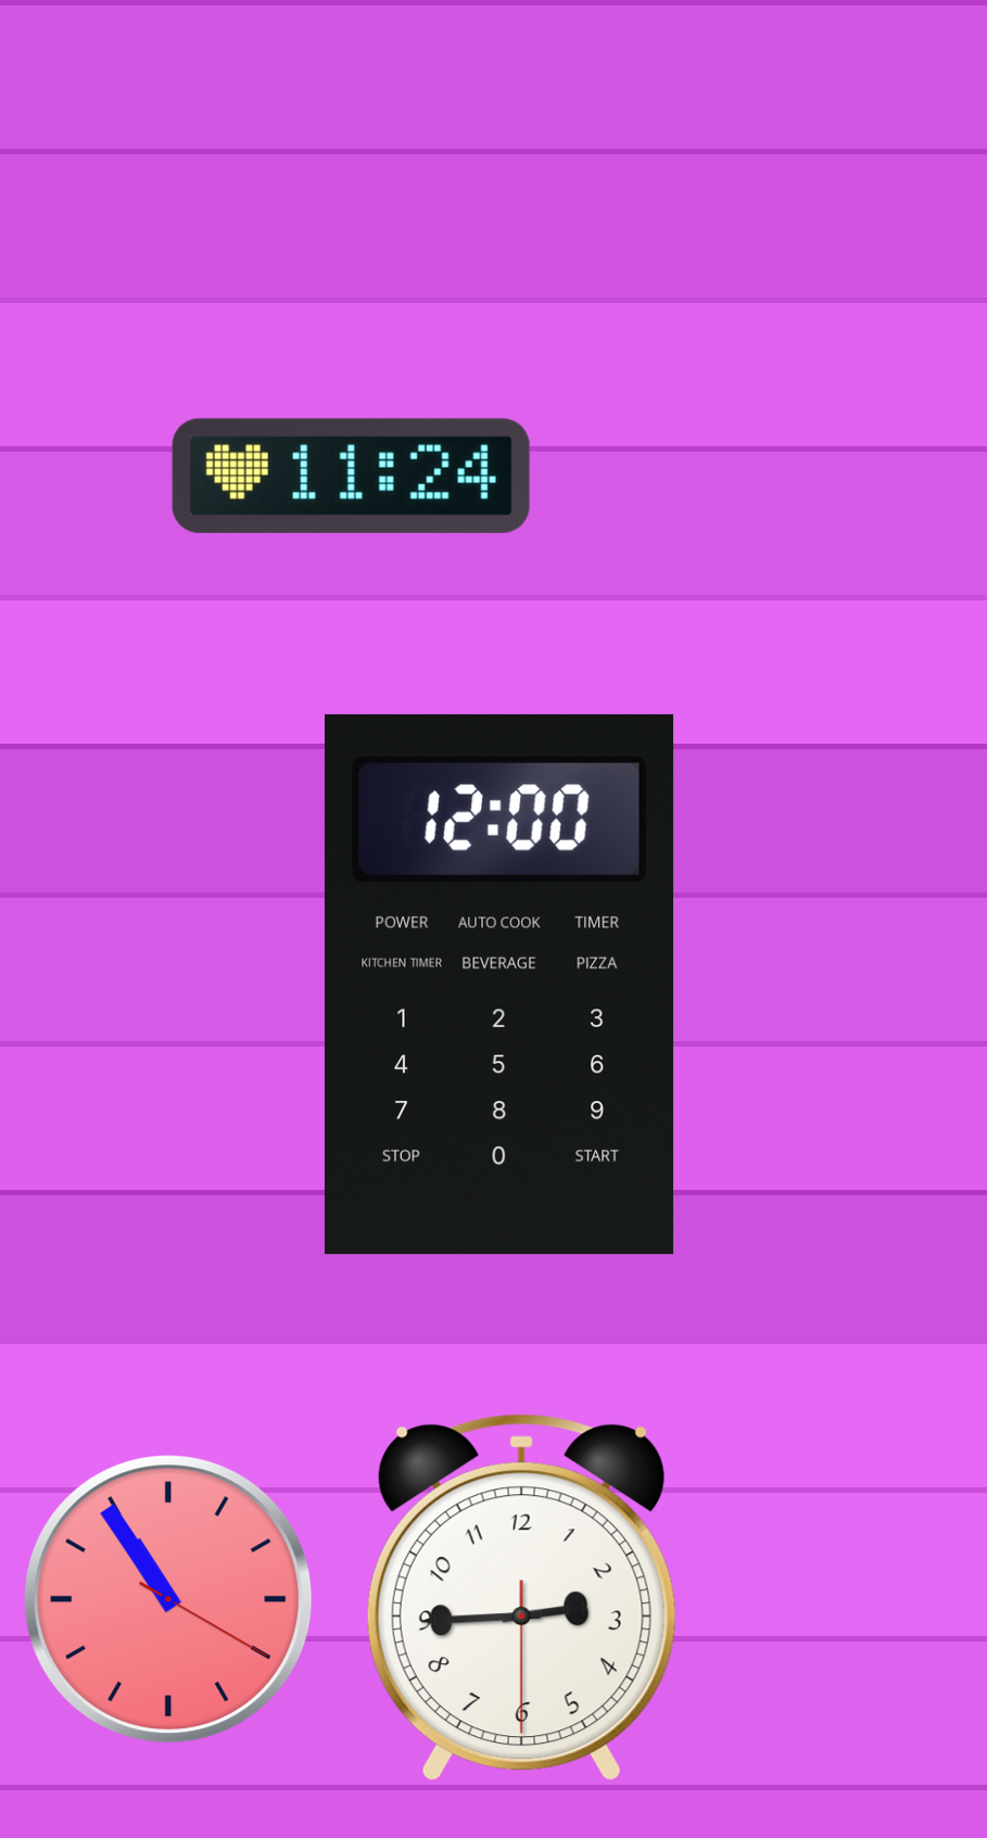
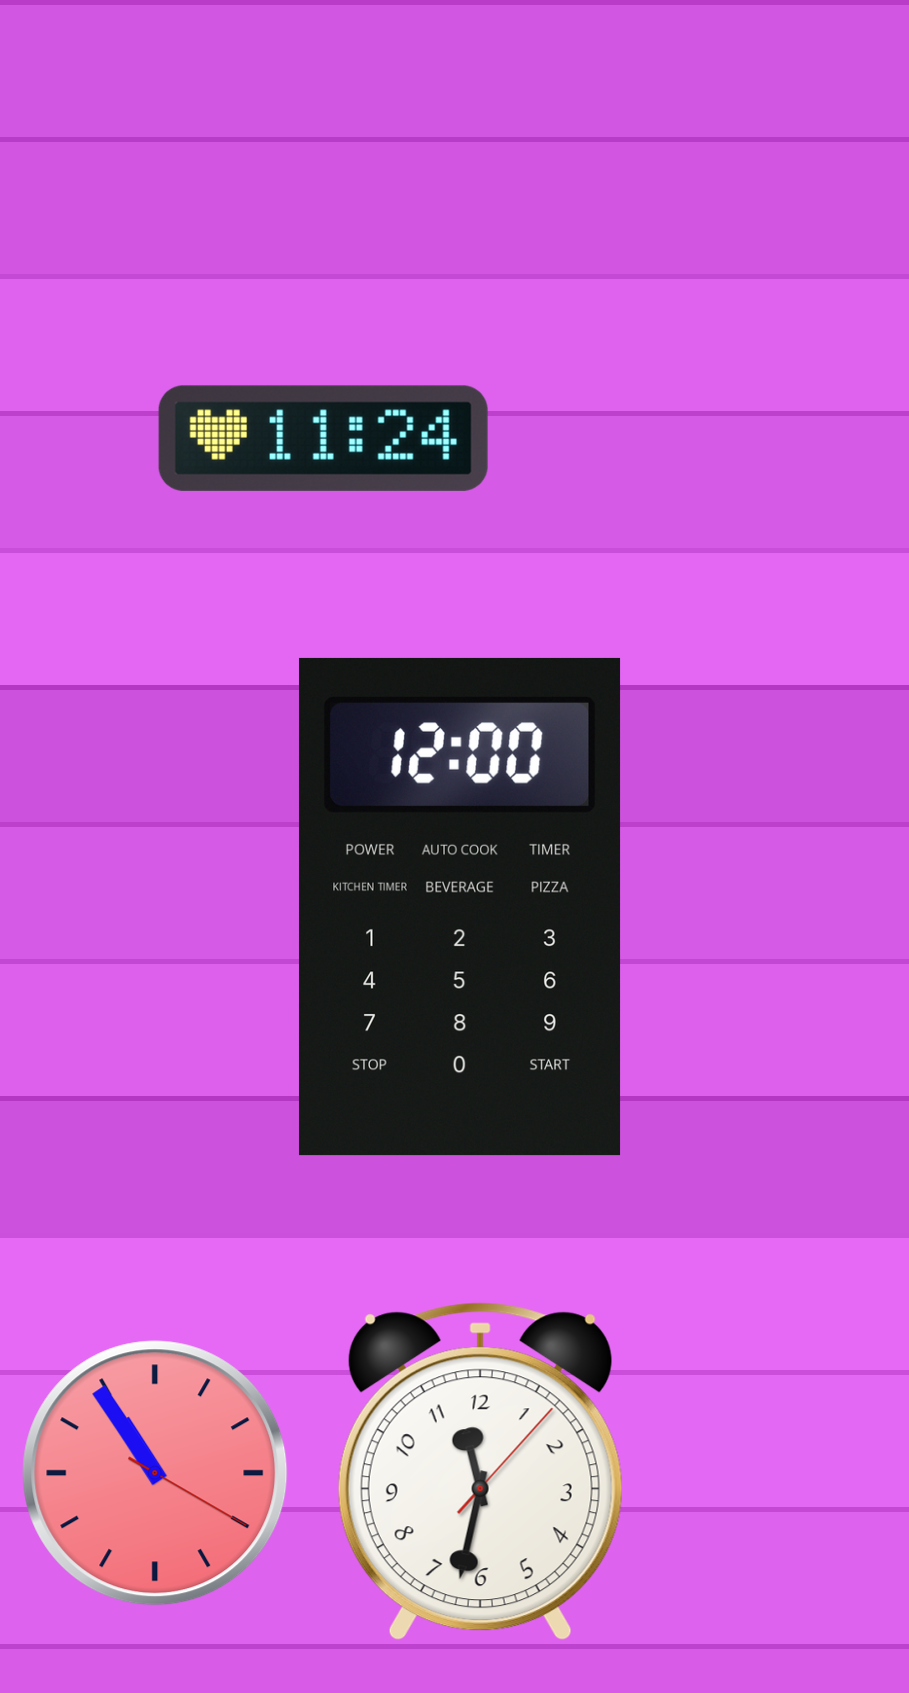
clock at (521, 1598): 2:44 -> 11:32
